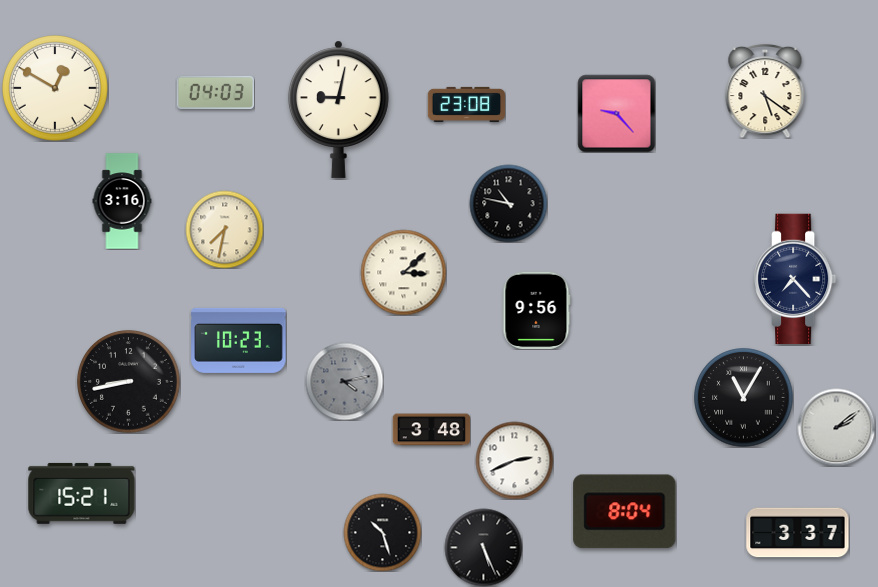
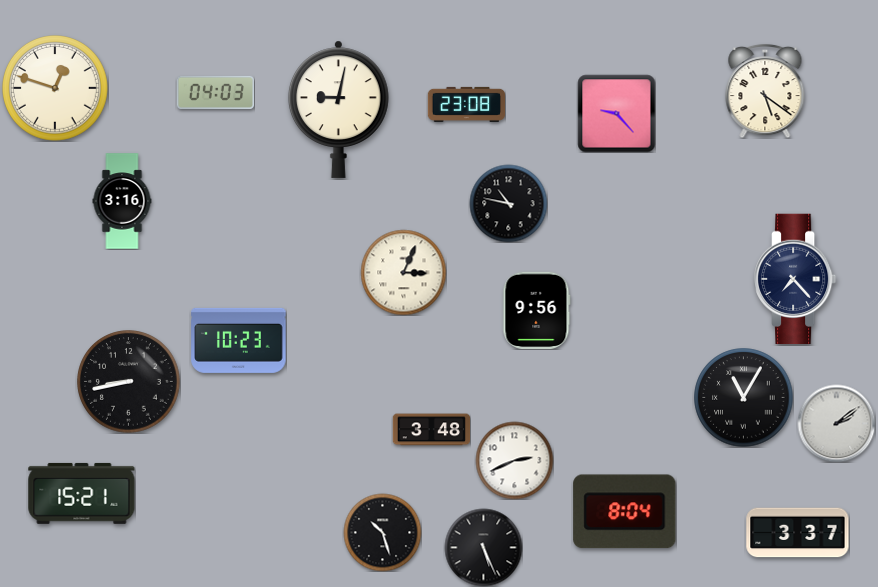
clock at (56, 89): 12:50 -> 12:48
clock at (224, 229): 7:32 -> none
clock at (403, 272): 3:08 -> 3:04
clock at (344, 381): 4:13 -> none
clock at (836, 427) position: (836, 427) -> (836, 423)
